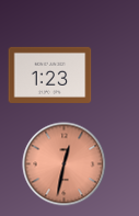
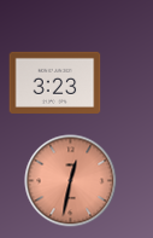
clock at (50, 75): 1:23 -> 3:23
